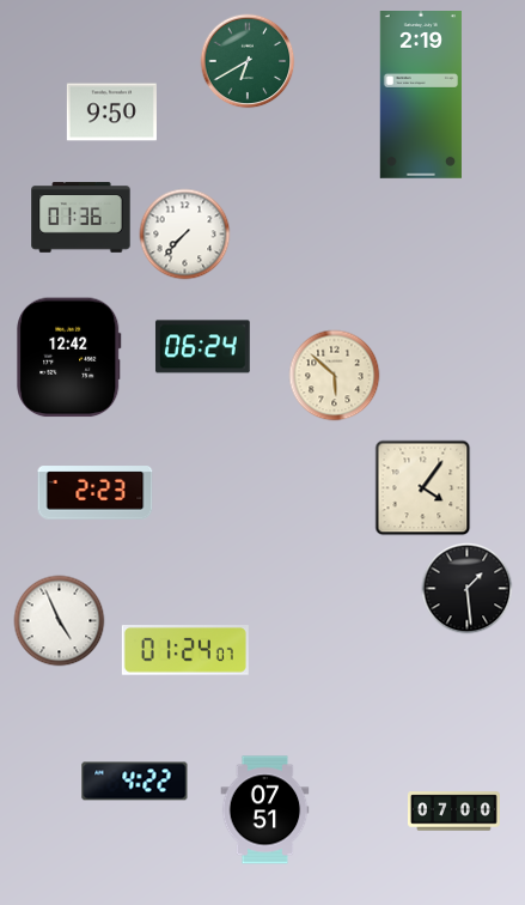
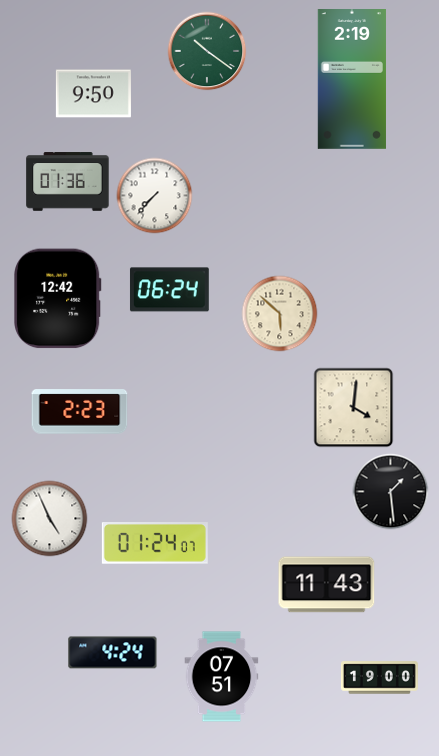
clock at (248, 61): 6:40 -> 10:21
clock at (423, 488): 4:06 -> 4:01
clock at (327, 585): none -> 11:43
clock at (135, 782): 4:22 -> 4:24
clock at (453, 812): 07:00 -> 19:00
